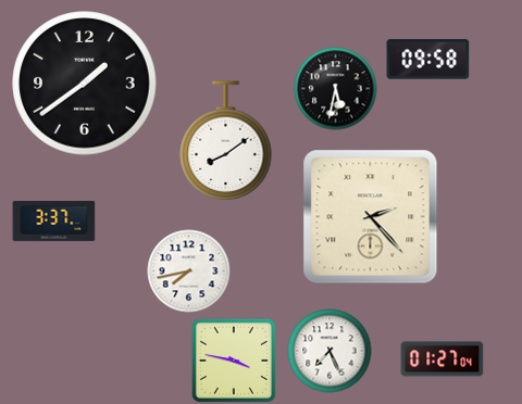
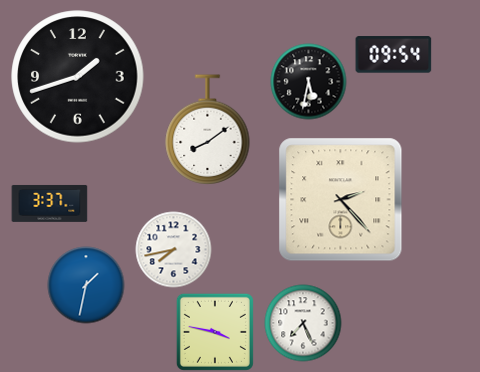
clock at (428, 60): 09:58 -> 09:54
clock at (85, 84): 1:39 -> 1:42
clock at (86, 285): none -> 1:32
clock at (443, 359): 01:27 -> none
